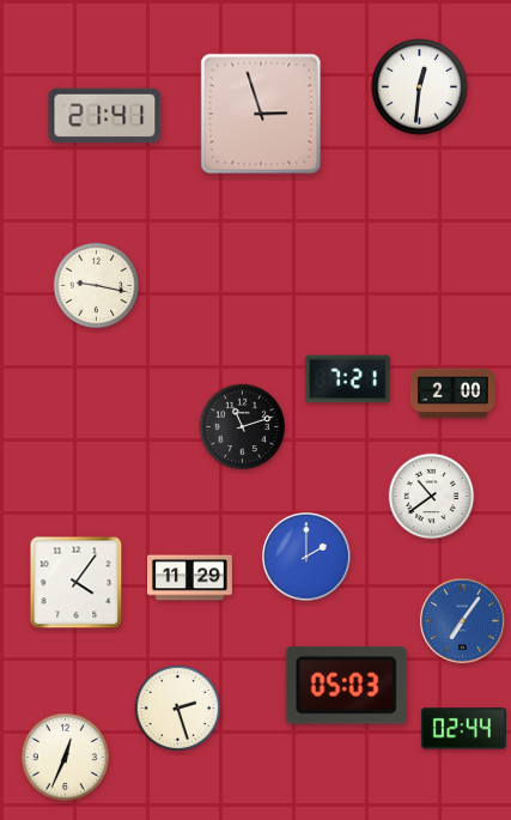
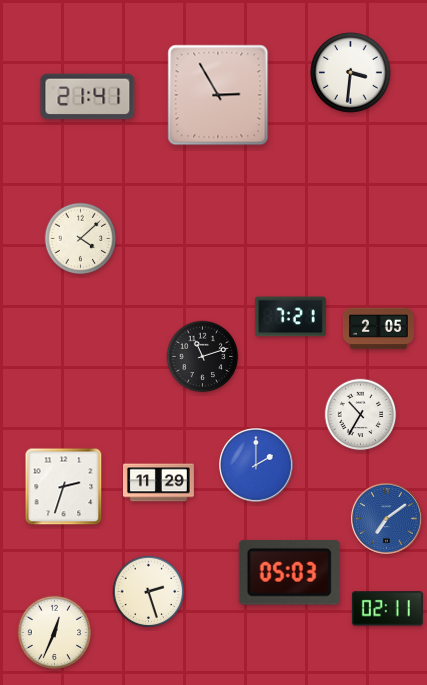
clock at (420, 87): 12:31 -> 3:31
clock at (261, 114): 2:57 -> 2:55
clock at (97, 286): 9:17 -> 4:08
clock at (452, 394): 2:00 -> 2:05
clock at (432, 497): 10:39 -> 10:35
clock at (77, 583): 4:06 -> 2:33
clock at (462, 620): 7:06 -> 7:09
clock at (463, 729): 02:44 -> 02:11
